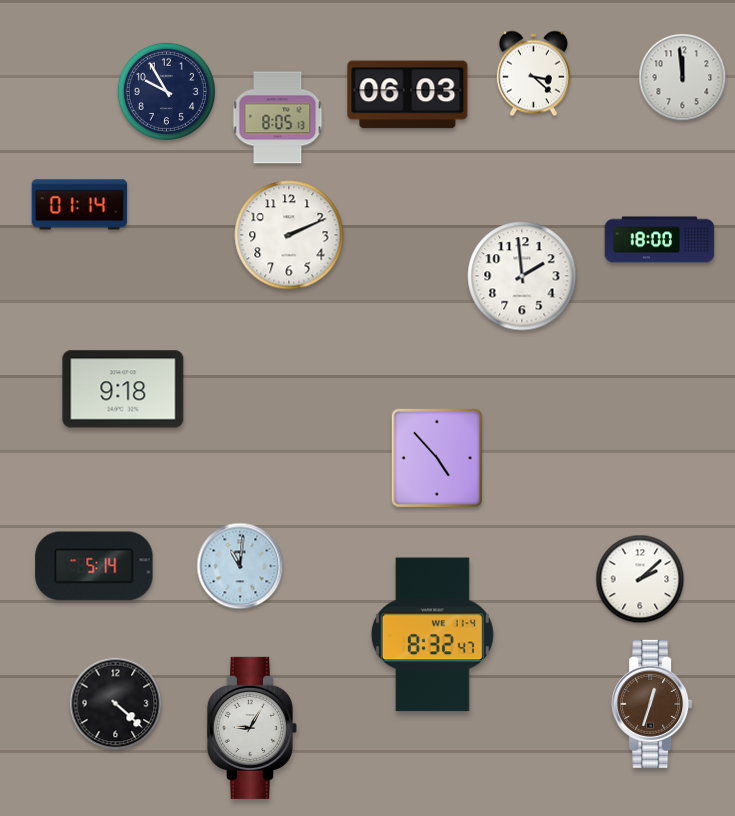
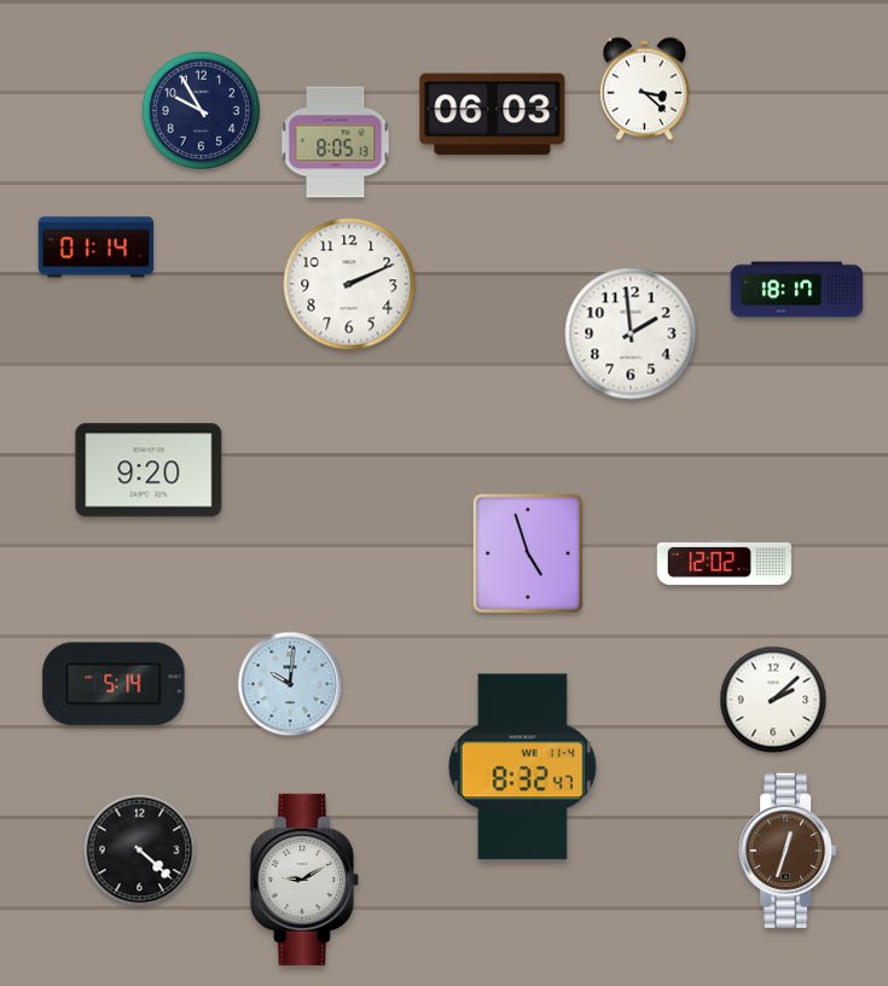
clock at (683, 78): 11:59 -> none
clock at (660, 240): 18:00 -> 18:17
clock at (123, 389): 9:18 -> 9:20
clock at (437, 458): 4:53 -> 4:57
clock at (724, 562): none -> 12:02
clock at (240, 566): 11:01 -> 10:01
clock at (252, 728): 9:05 -> 9:10
